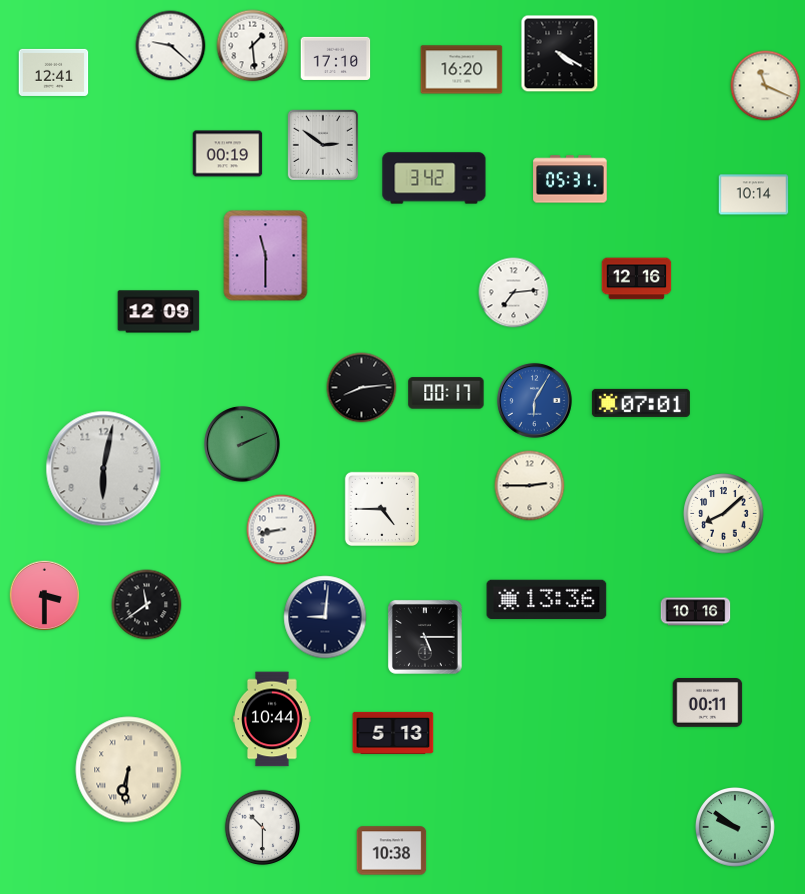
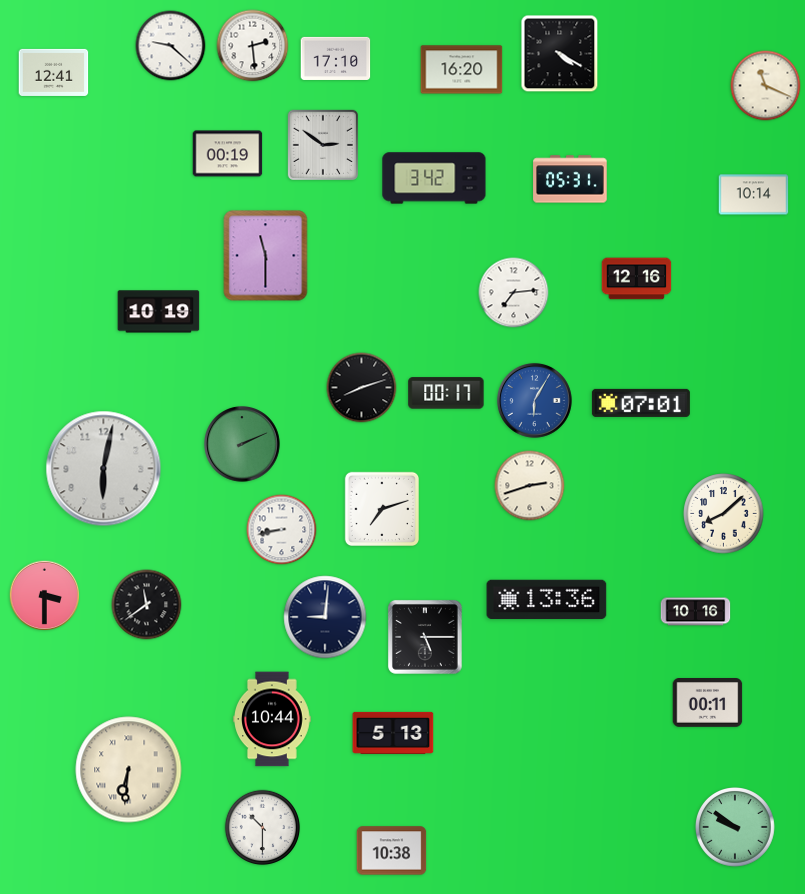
clock at (253, 46): 1:29 -> 2:29
clock at (159, 312): 12:09 -> 10:19
clock at (362, 388): 8:14 -> 8:12
clock at (530, 486): 2:45 -> 2:42
clock at (381, 508): 4:45 -> 7:12
